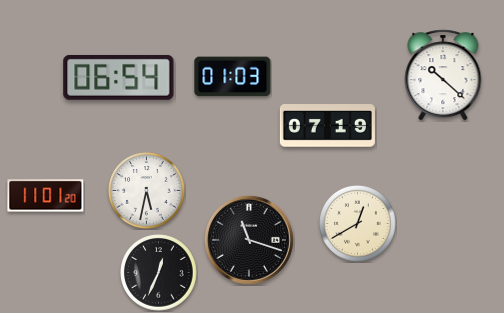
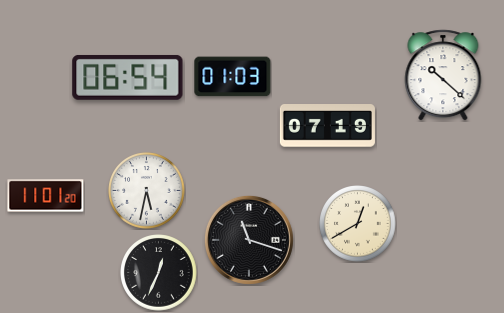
clock at (119, 77) position: (119, 77) -> (128, 77)
